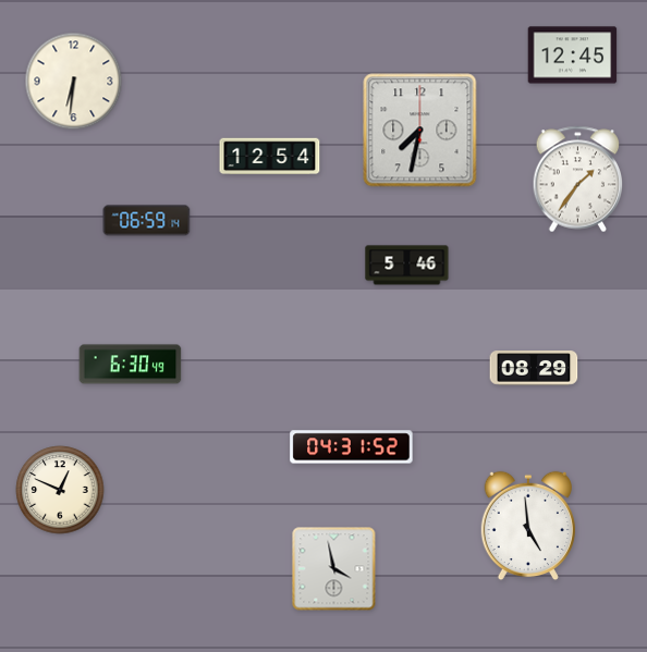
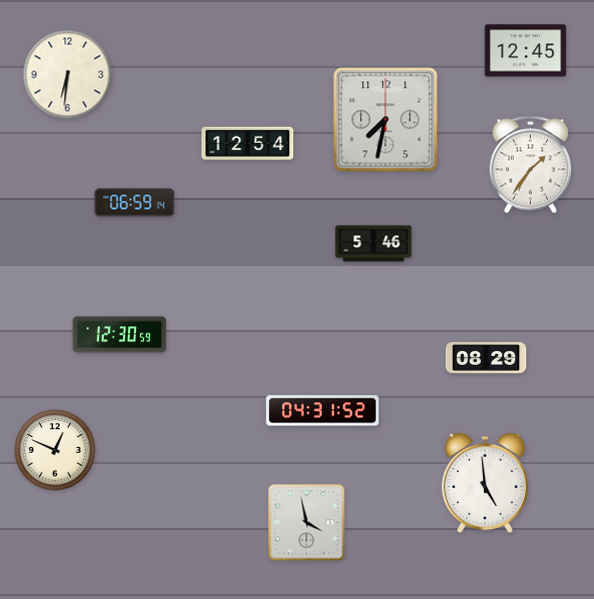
clock at (131, 365): 6:30 -> 12:30
clock at (534, 368) position: (534, 368) -> (486, 358)
